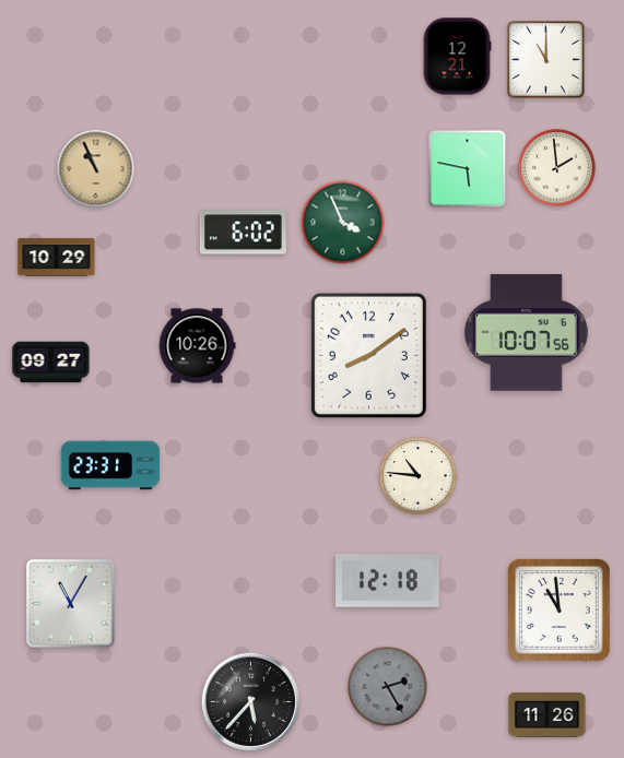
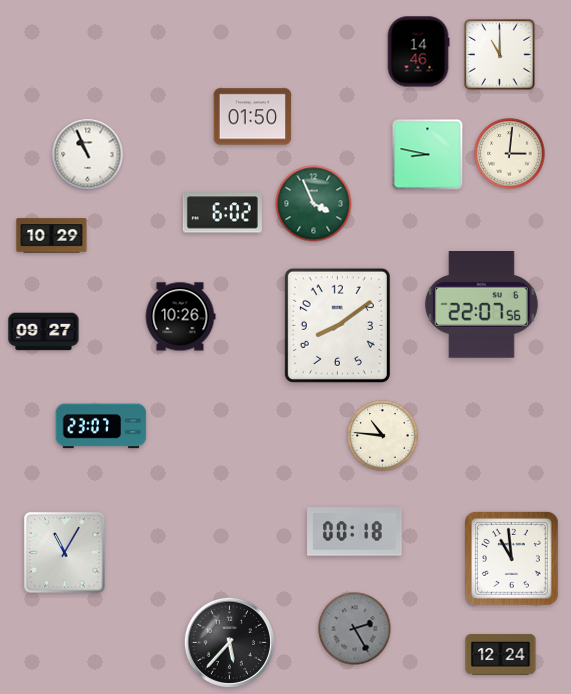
clock at (457, 57): 12:21 -> 14:46
clock at (253, 117): none -> 01:50
clock at (557, 168): 1:59 -> 3:01
clock at (96, 169) dial: champagne -> white
clock at (468, 169): 5:47 -> 8:47
clock at (526, 333): 10:07 -> 22:07
clock at (51, 363) position: (51, 363) -> (44, 332)
clock at (110, 465): 23:31 -> 23:07
clock at (388, 581): 12:18 -> 00:18
clock at (548, 715): 11:26 -> 12:24
